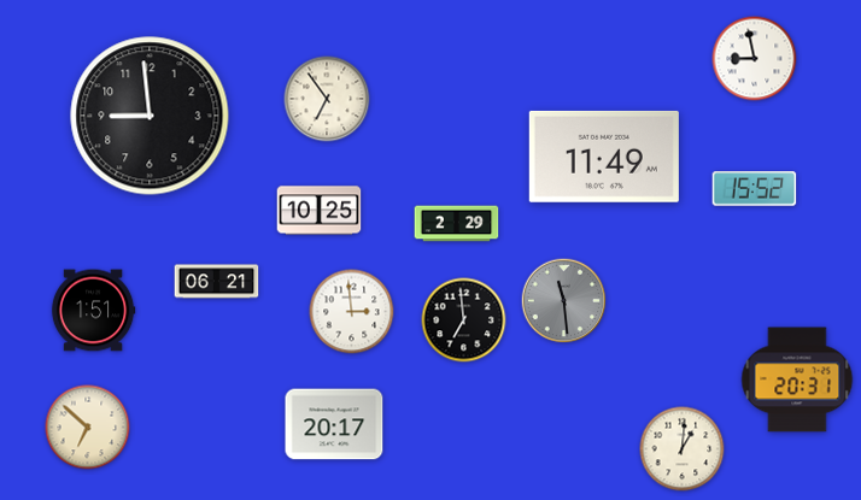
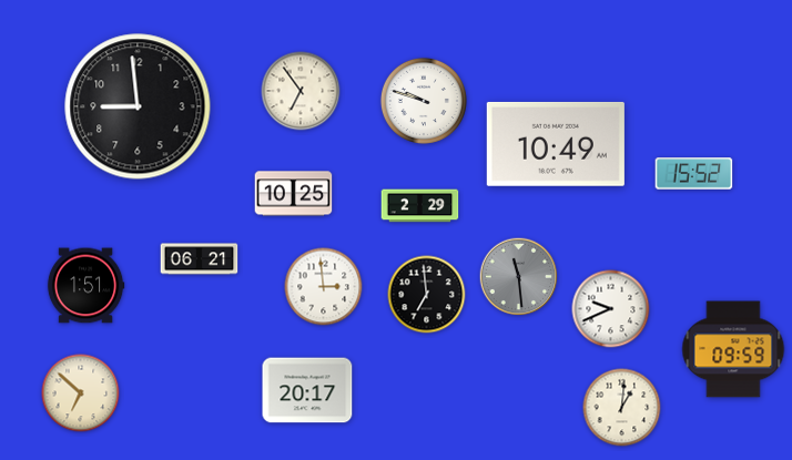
clock at (755, 59): 8:58 -> none
clock at (424, 101): none -> 9:48
clock at (604, 157): 11:49 -> 10:49
clock at (611, 309): none -> 9:41
clock at (797, 380): 20:31 -> 09:59
clock at (683, 449) position: (683, 449) -> (622, 408)
